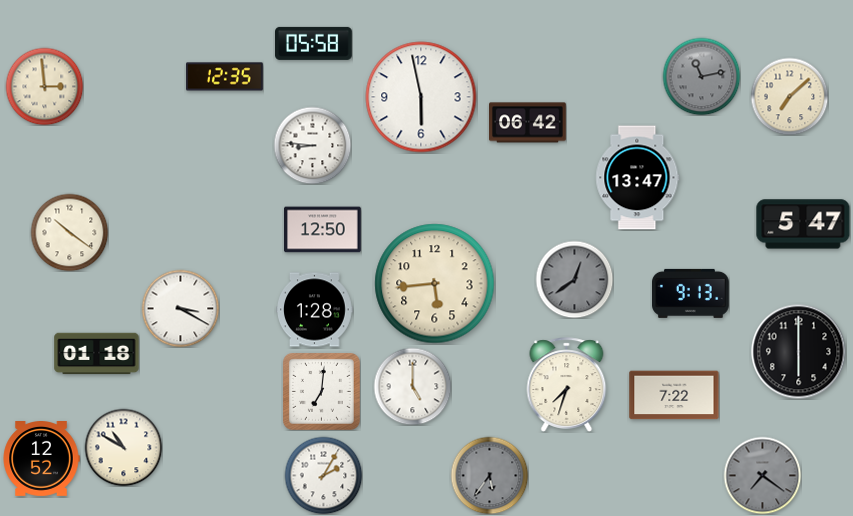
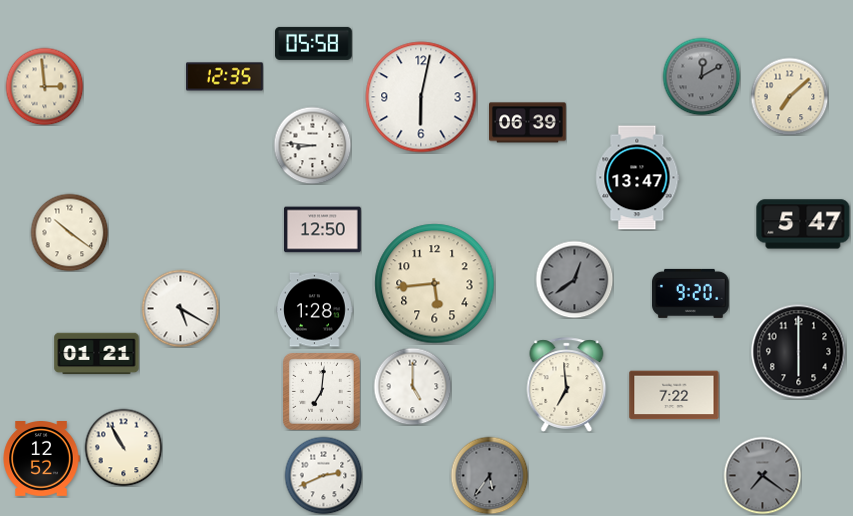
clock at (701, 76): 11:13 -> 12:10
clock at (421, 97): 5:58 -> 6:02
clock at (528, 123): 06:42 -> 06:39
clock at (691, 293): 9:13 -> 9:20
clock at (180, 308): 3:20 -> 5:20
clock at (97, 354): 01:18 -> 01:21
clock at (567, 385): 7:33 -> 6:59
clock at (123, 447): 10:50 -> 10:55
clock at (323, 475): 2:05 -> 2:41
